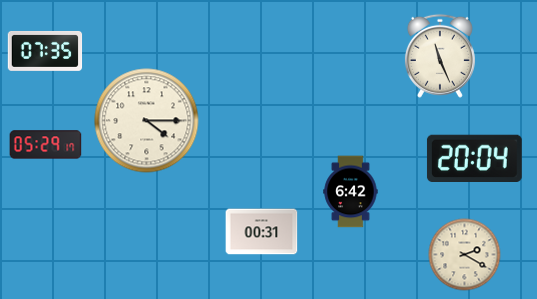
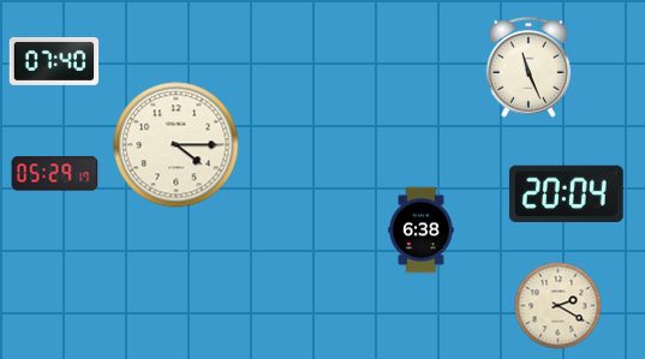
clock at (45, 51): 07:35 -> 07:40
clock at (474, 158) position: (474, 158) -> (566, 193)
clock at (351, 192): 6:42 -> 6:38
clock at (262, 232): 00:31 -> none
